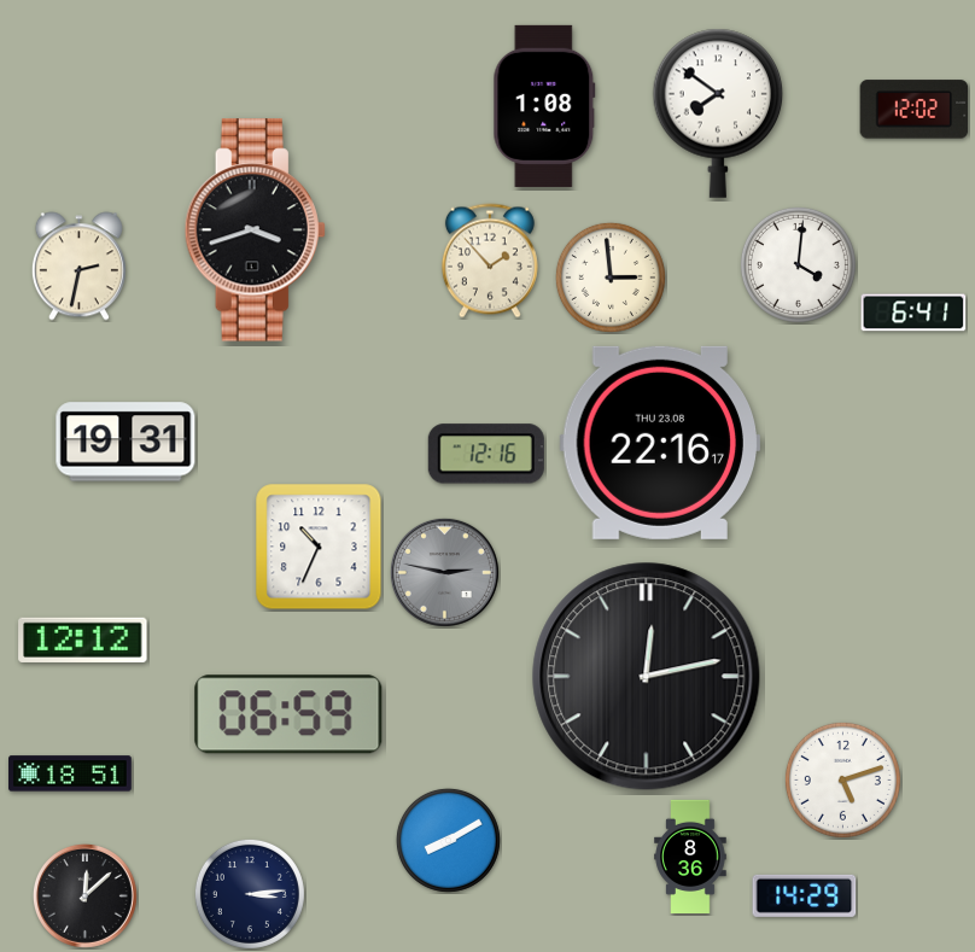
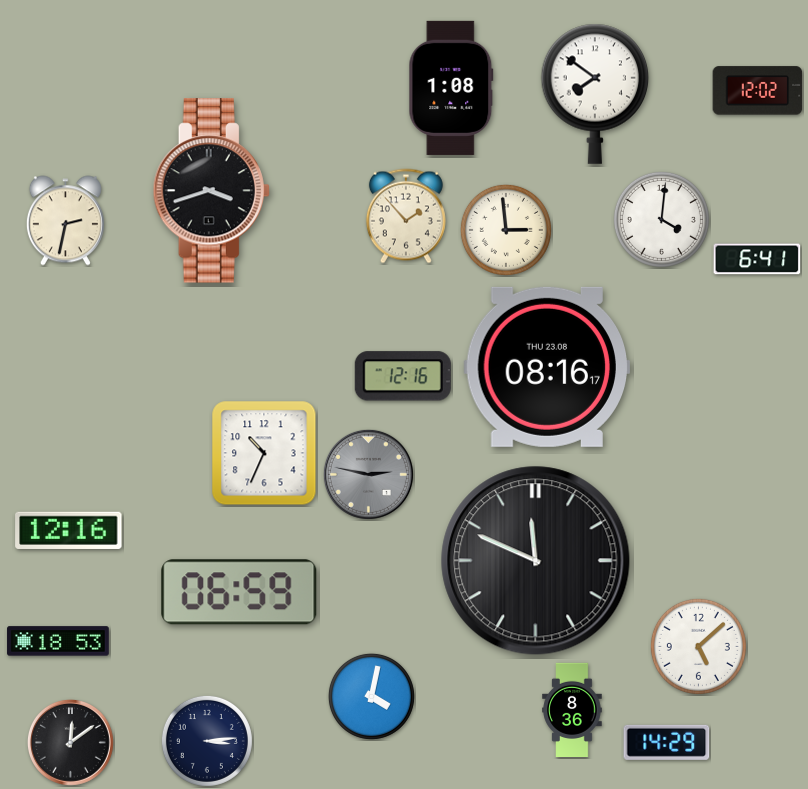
clock at (125, 442): 19:31 -> none
clock at (659, 443): 22:16 -> 08:16
clock at (83, 639): 12:12 -> 12:16
clock at (647, 677): 12:13 -> 11:49
clock at (70, 773): 18:51 -> 18:53
clock at (842, 779): 5:12 -> 5:08
clock at (448, 840): 8:10 -> 4:02
clock at (86, 896): 12:08 -> 12:09
